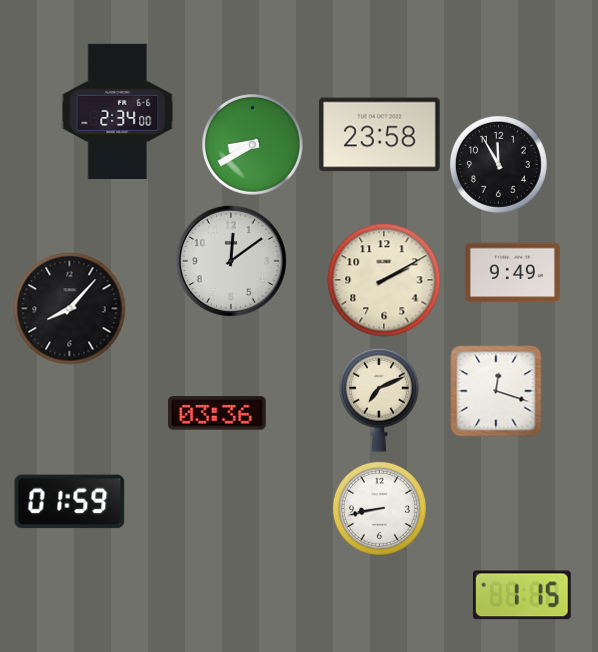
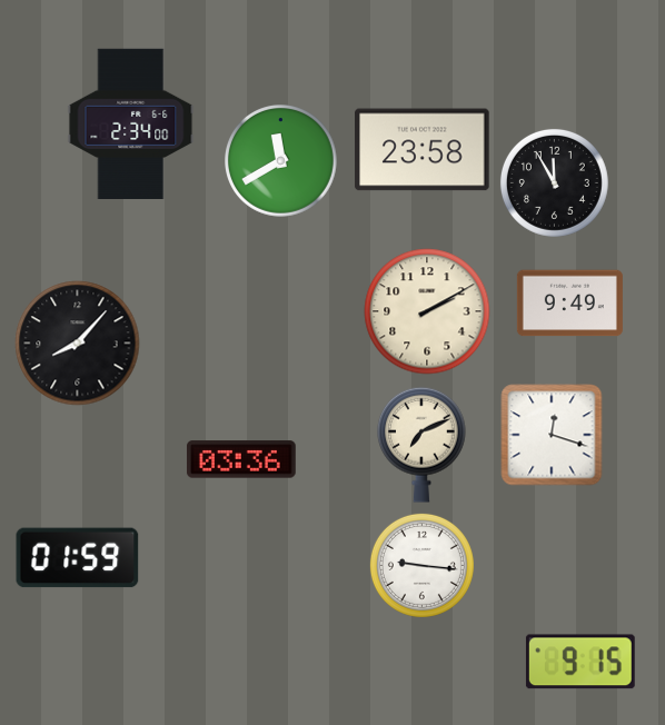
clock at (253, 145): 8:40 -> 11:40
clock at (231, 261): 12:09 -> none
clock at (379, 508): 8:43 -> 9:16
clock at (522, 595): 1:15 -> 9:15
